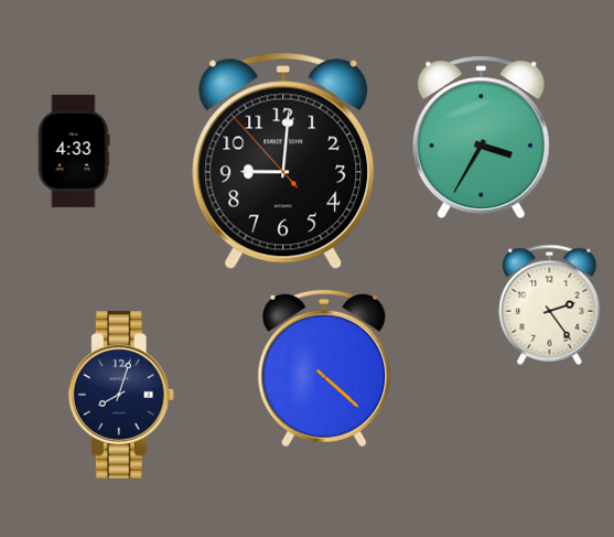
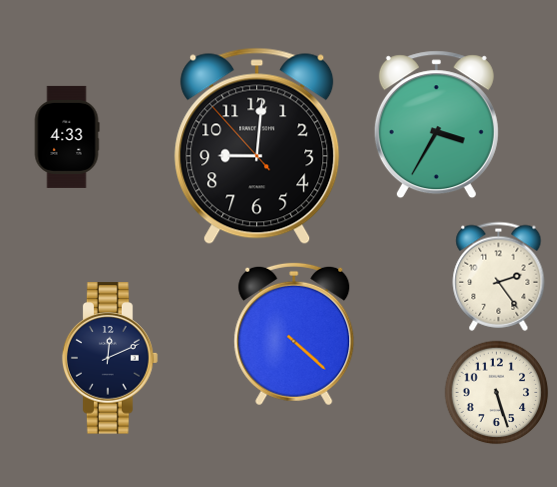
clock at (121, 395): 8:03 -> 12:11
clock at (497, 393): none -> 5:27
